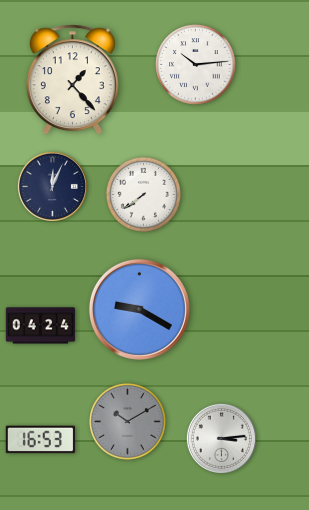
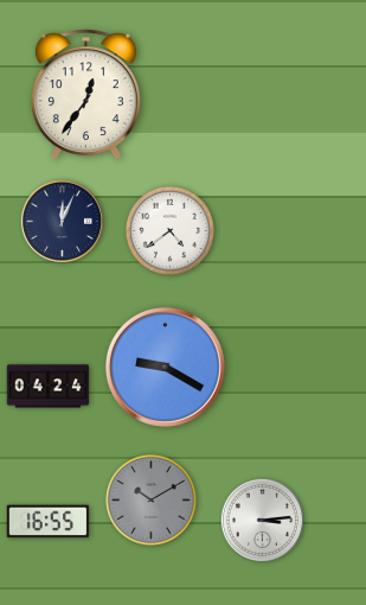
clock at (196, 65): 10:14 -> none
clock at (72, 80): 1:23 -> 12:36
clock at (143, 194): 7:39 -> 4:39
clock at (40, 440): 16:53 -> 16:55
